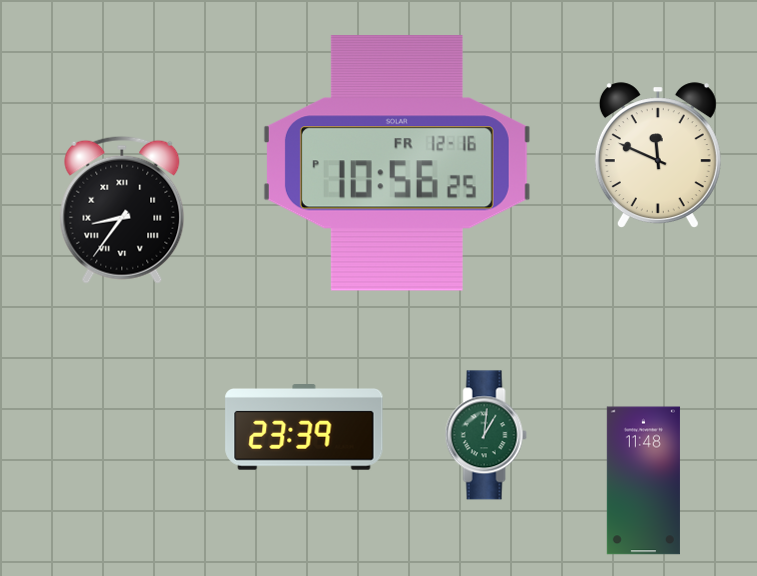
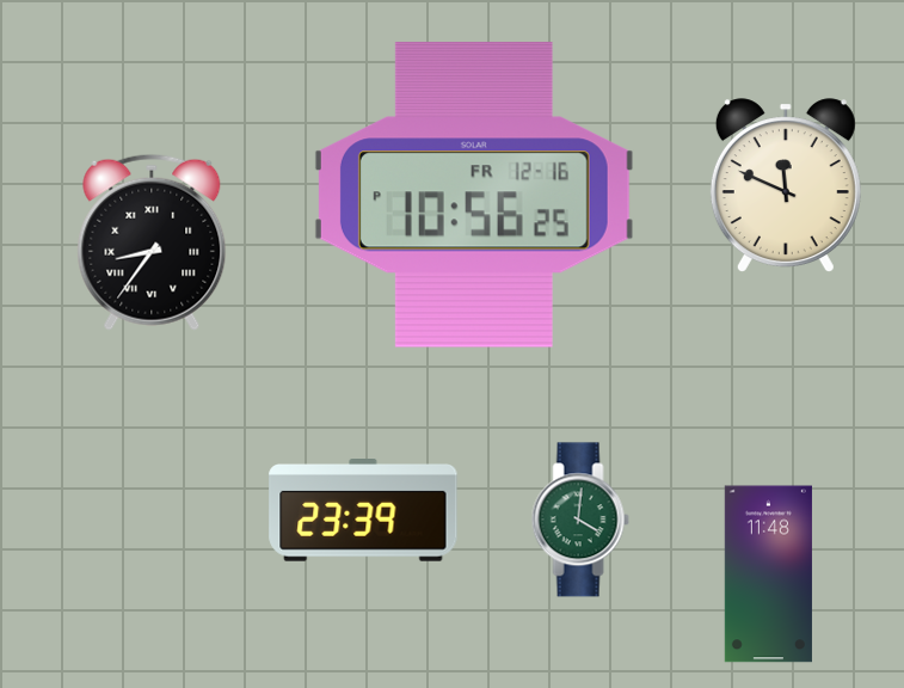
clock at (122, 210) position: (122, 210) -> (152, 242)
clock at (486, 435): 1:01 -> 4:01
